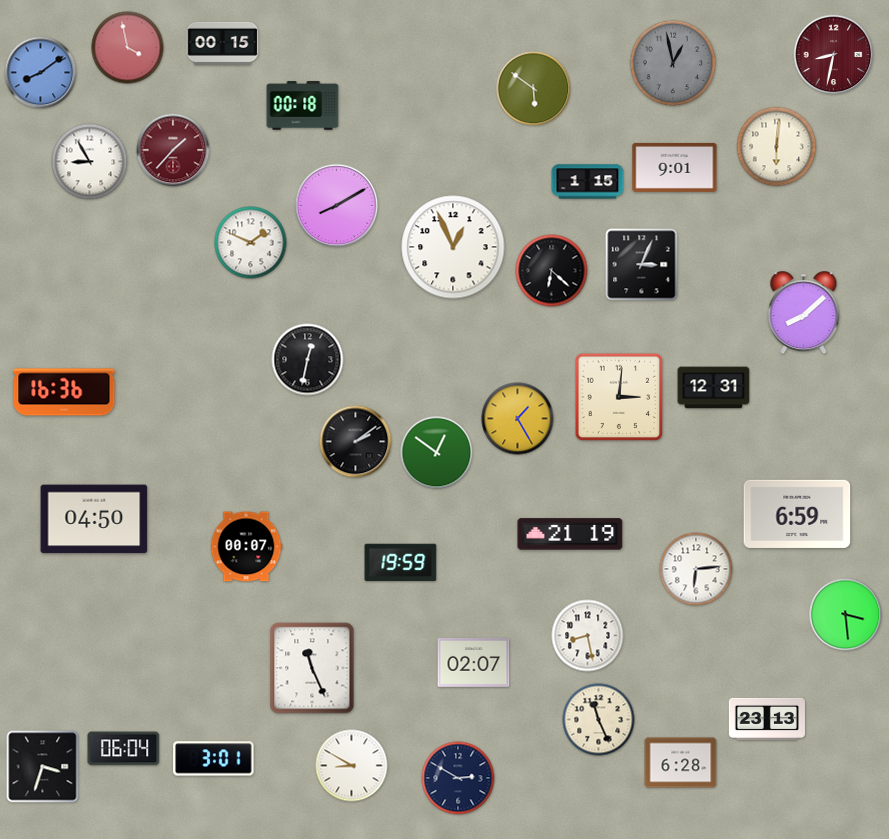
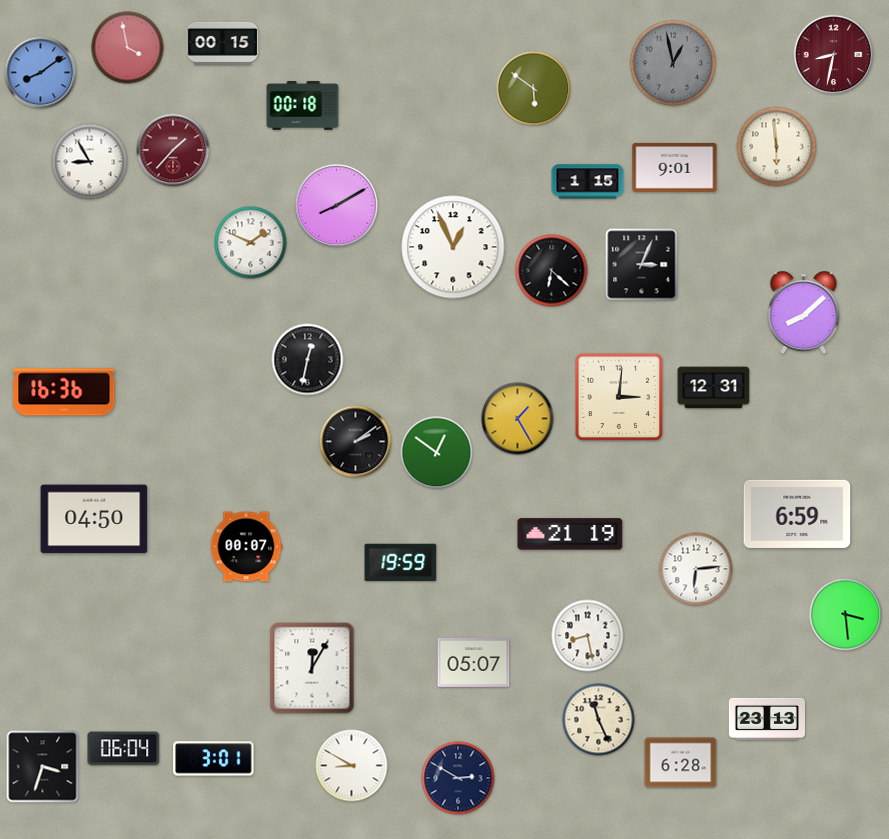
clock at (777, 147): 6:01 -> 5:59
clock at (474, 662): 02:07 -> 05:07
clock at (312, 668): 11:26 -> 12:05
